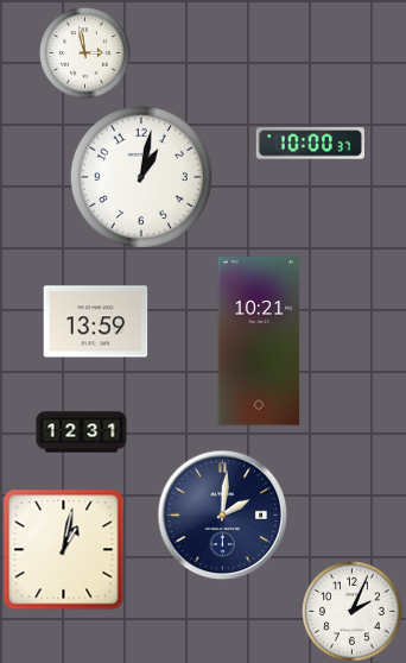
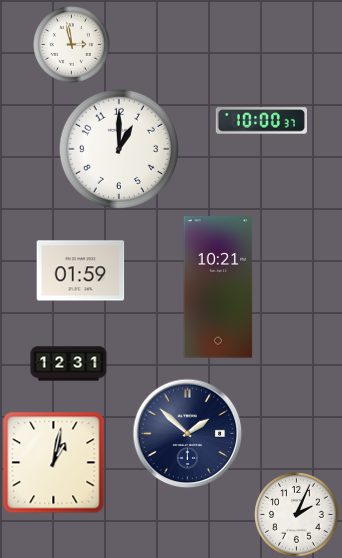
clock at (141, 177): 1:02 -> 1:00
clock at (96, 322): 13:59 -> 01:59
clock at (223, 516): 2:01 -> 1:52
